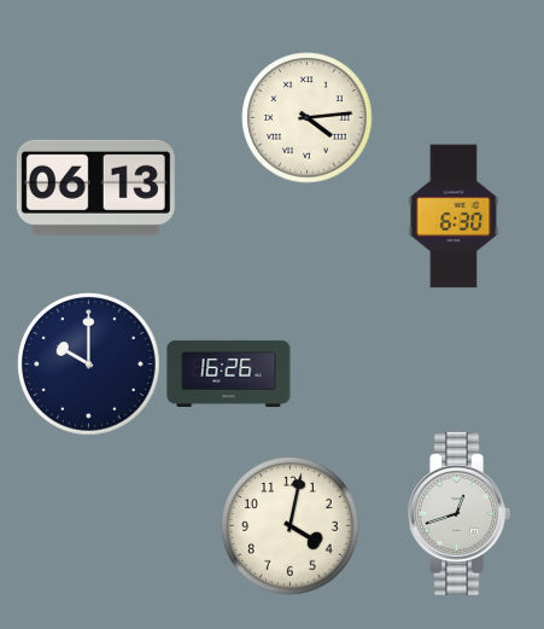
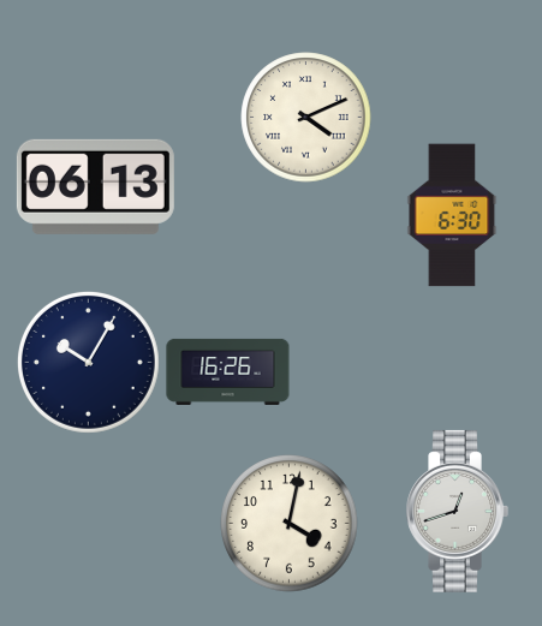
clock at (308, 118): 4:14 -> 4:11
clock at (88, 363): 10:00 -> 10:05
